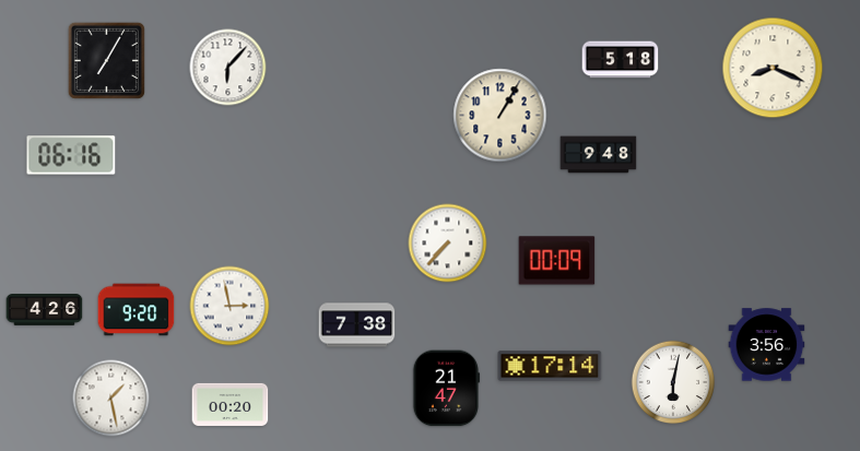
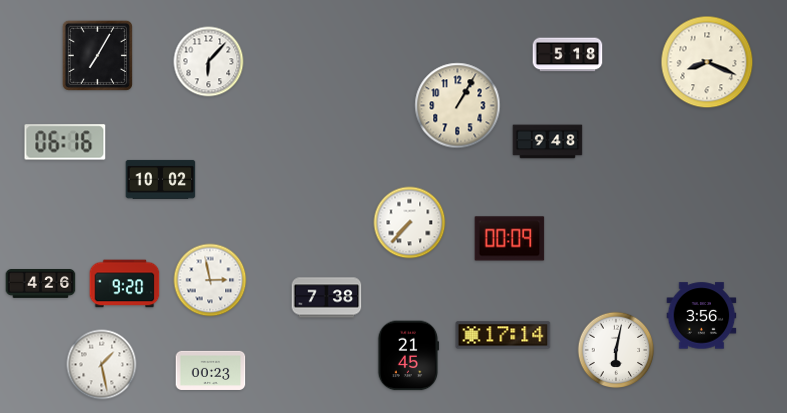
clock at (161, 179): none -> 10:02
clock at (446, 389): 21:47 -> 21:45
clock at (231, 404): 00:20 -> 00:23
